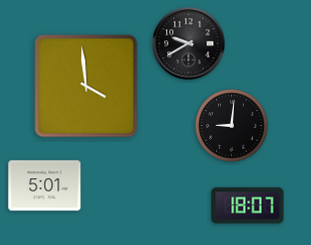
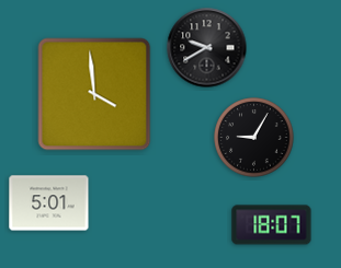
clock at (232, 126): 9:01 -> 9:05
